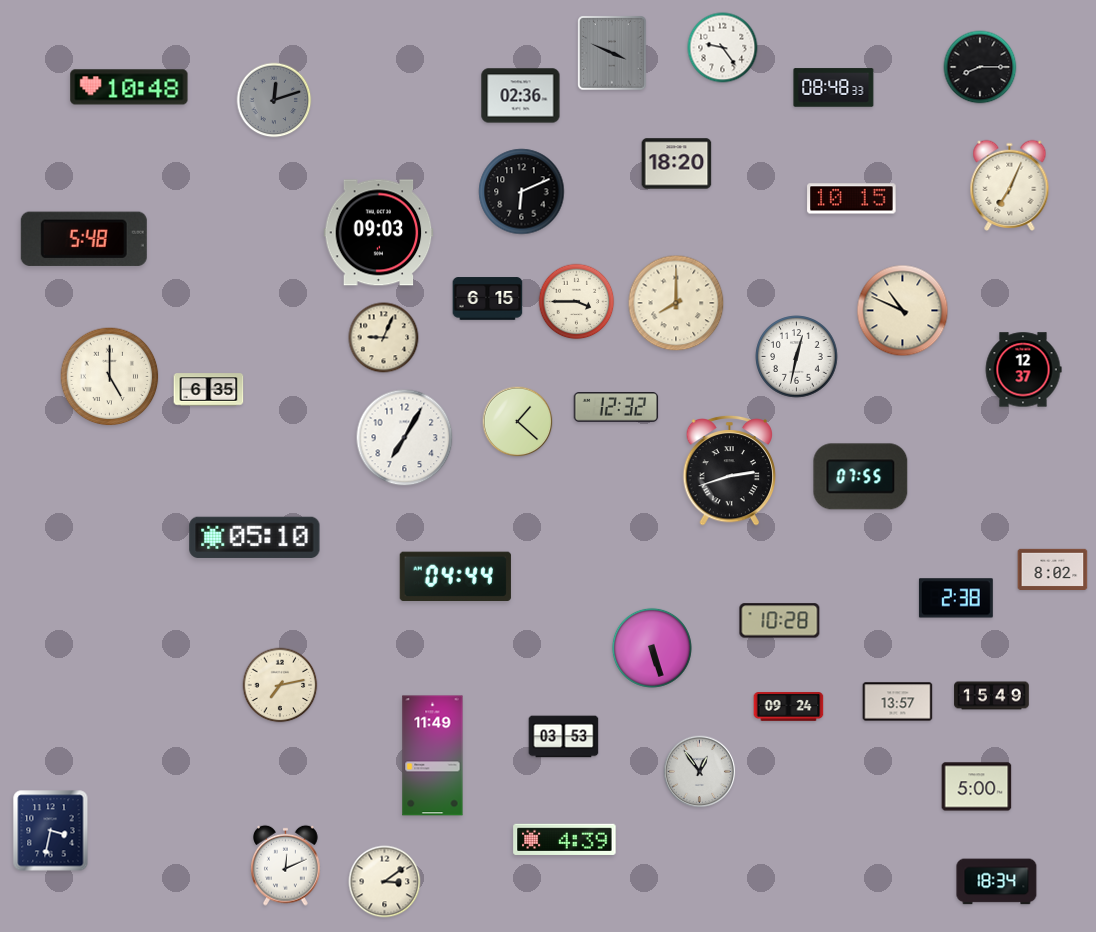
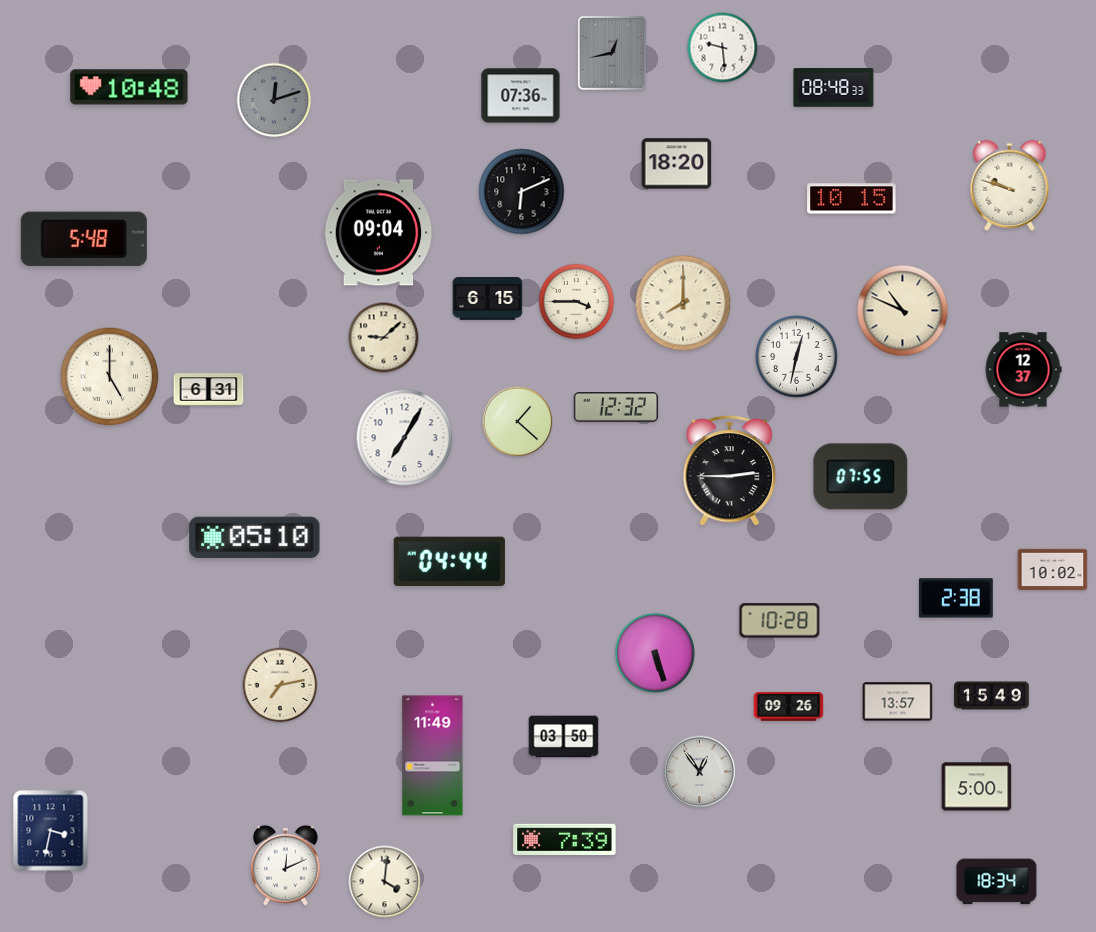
clock at (723, 48): 9:24 -> 9:29
clock at (612, 53): 3:49 -> 12:43
clock at (980, 67): 8:15 -> none
clock at (521, 96): 02:36 -> 07:36
clock at (1010, 185): 7:04 -> 9:48
clock at (379, 233): 09:03 -> 09:04
clock at (676, 303) position: (676, 303) -> (683, 303)
clock at (384, 338): 9:04 -> 9:08
clock at (209, 390): 6:35 -> 6:31
clock at (730, 470): 2:42 -> 2:45
clock at (1053, 570): 8:02 -> 10:02
clock at (455, 576) position: (455, 576) -> (449, 561)
clock at (652, 648) position: (652, 648) -> (655, 653)
clock at (789, 707): 09:24 -> 09:26
clock at (564, 737): 03:53 -> 03:50
clock at (565, 839): 4:39 -> 7:39
clock at (385, 882): 3:09 -> 4:01
